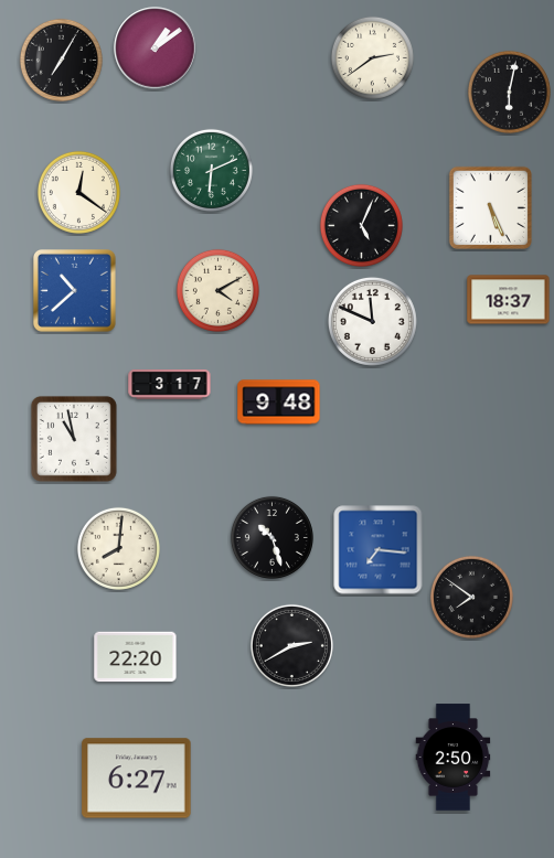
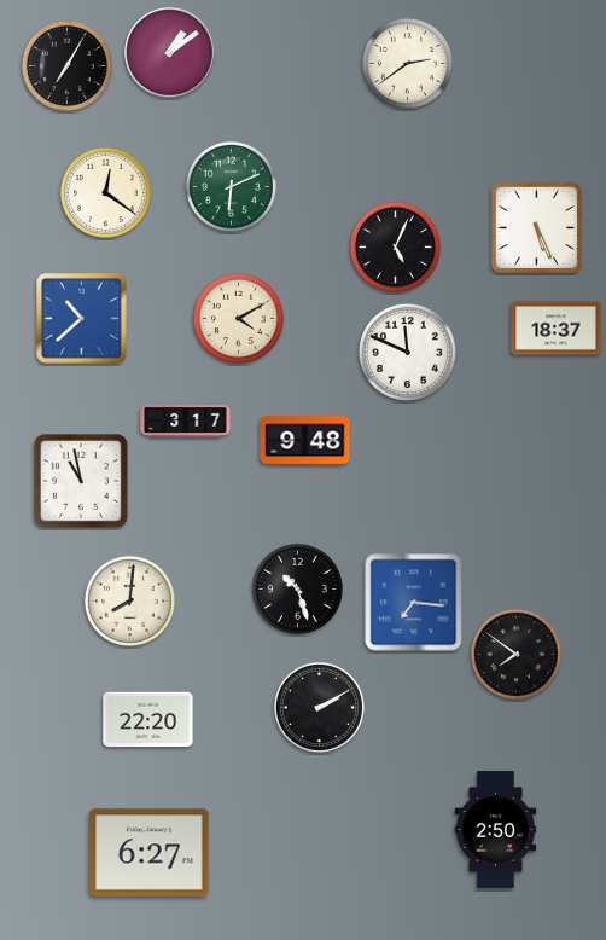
clock at (509, 92): 6:02 -> none
clock at (78, 192) position: (78, 192) -> (105, 192)
clock at (291, 645): 2:40 -> 2:10
